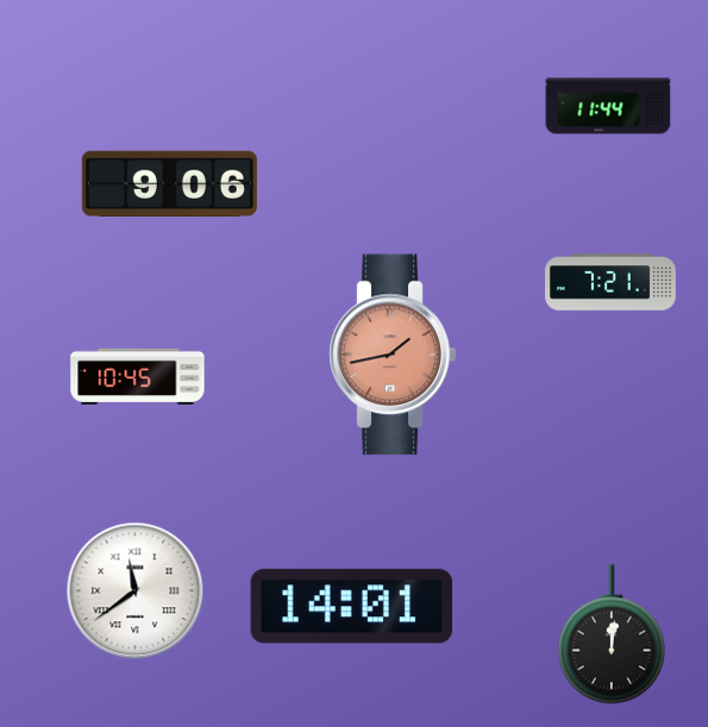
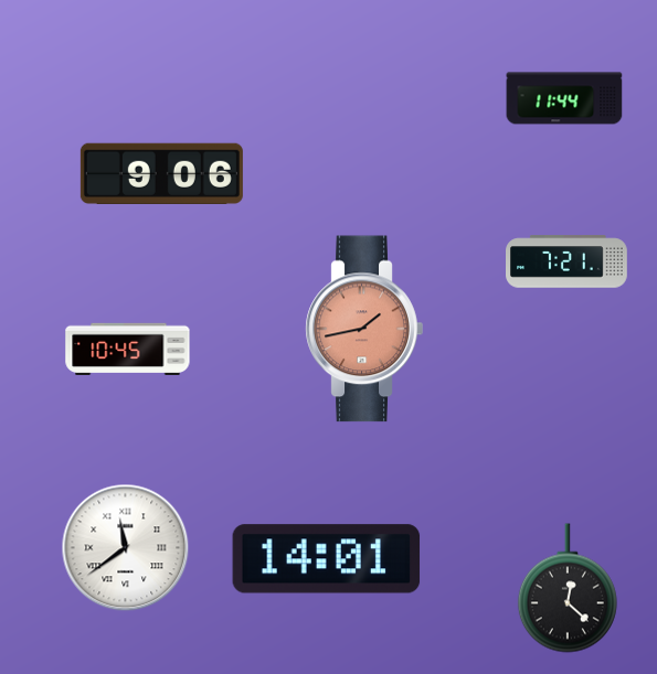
clock at (169, 183) position: (169, 183) -> (161, 173)
clock at (352, 607) position: (352, 607) -> (327, 559)
clock at (612, 634): 12:01 -> 12:22
